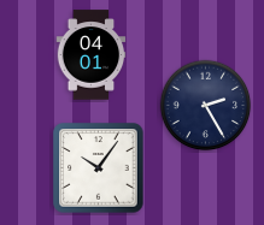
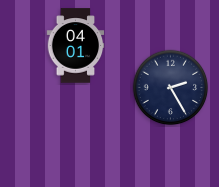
clock at (99, 168): 10:06 -> none
